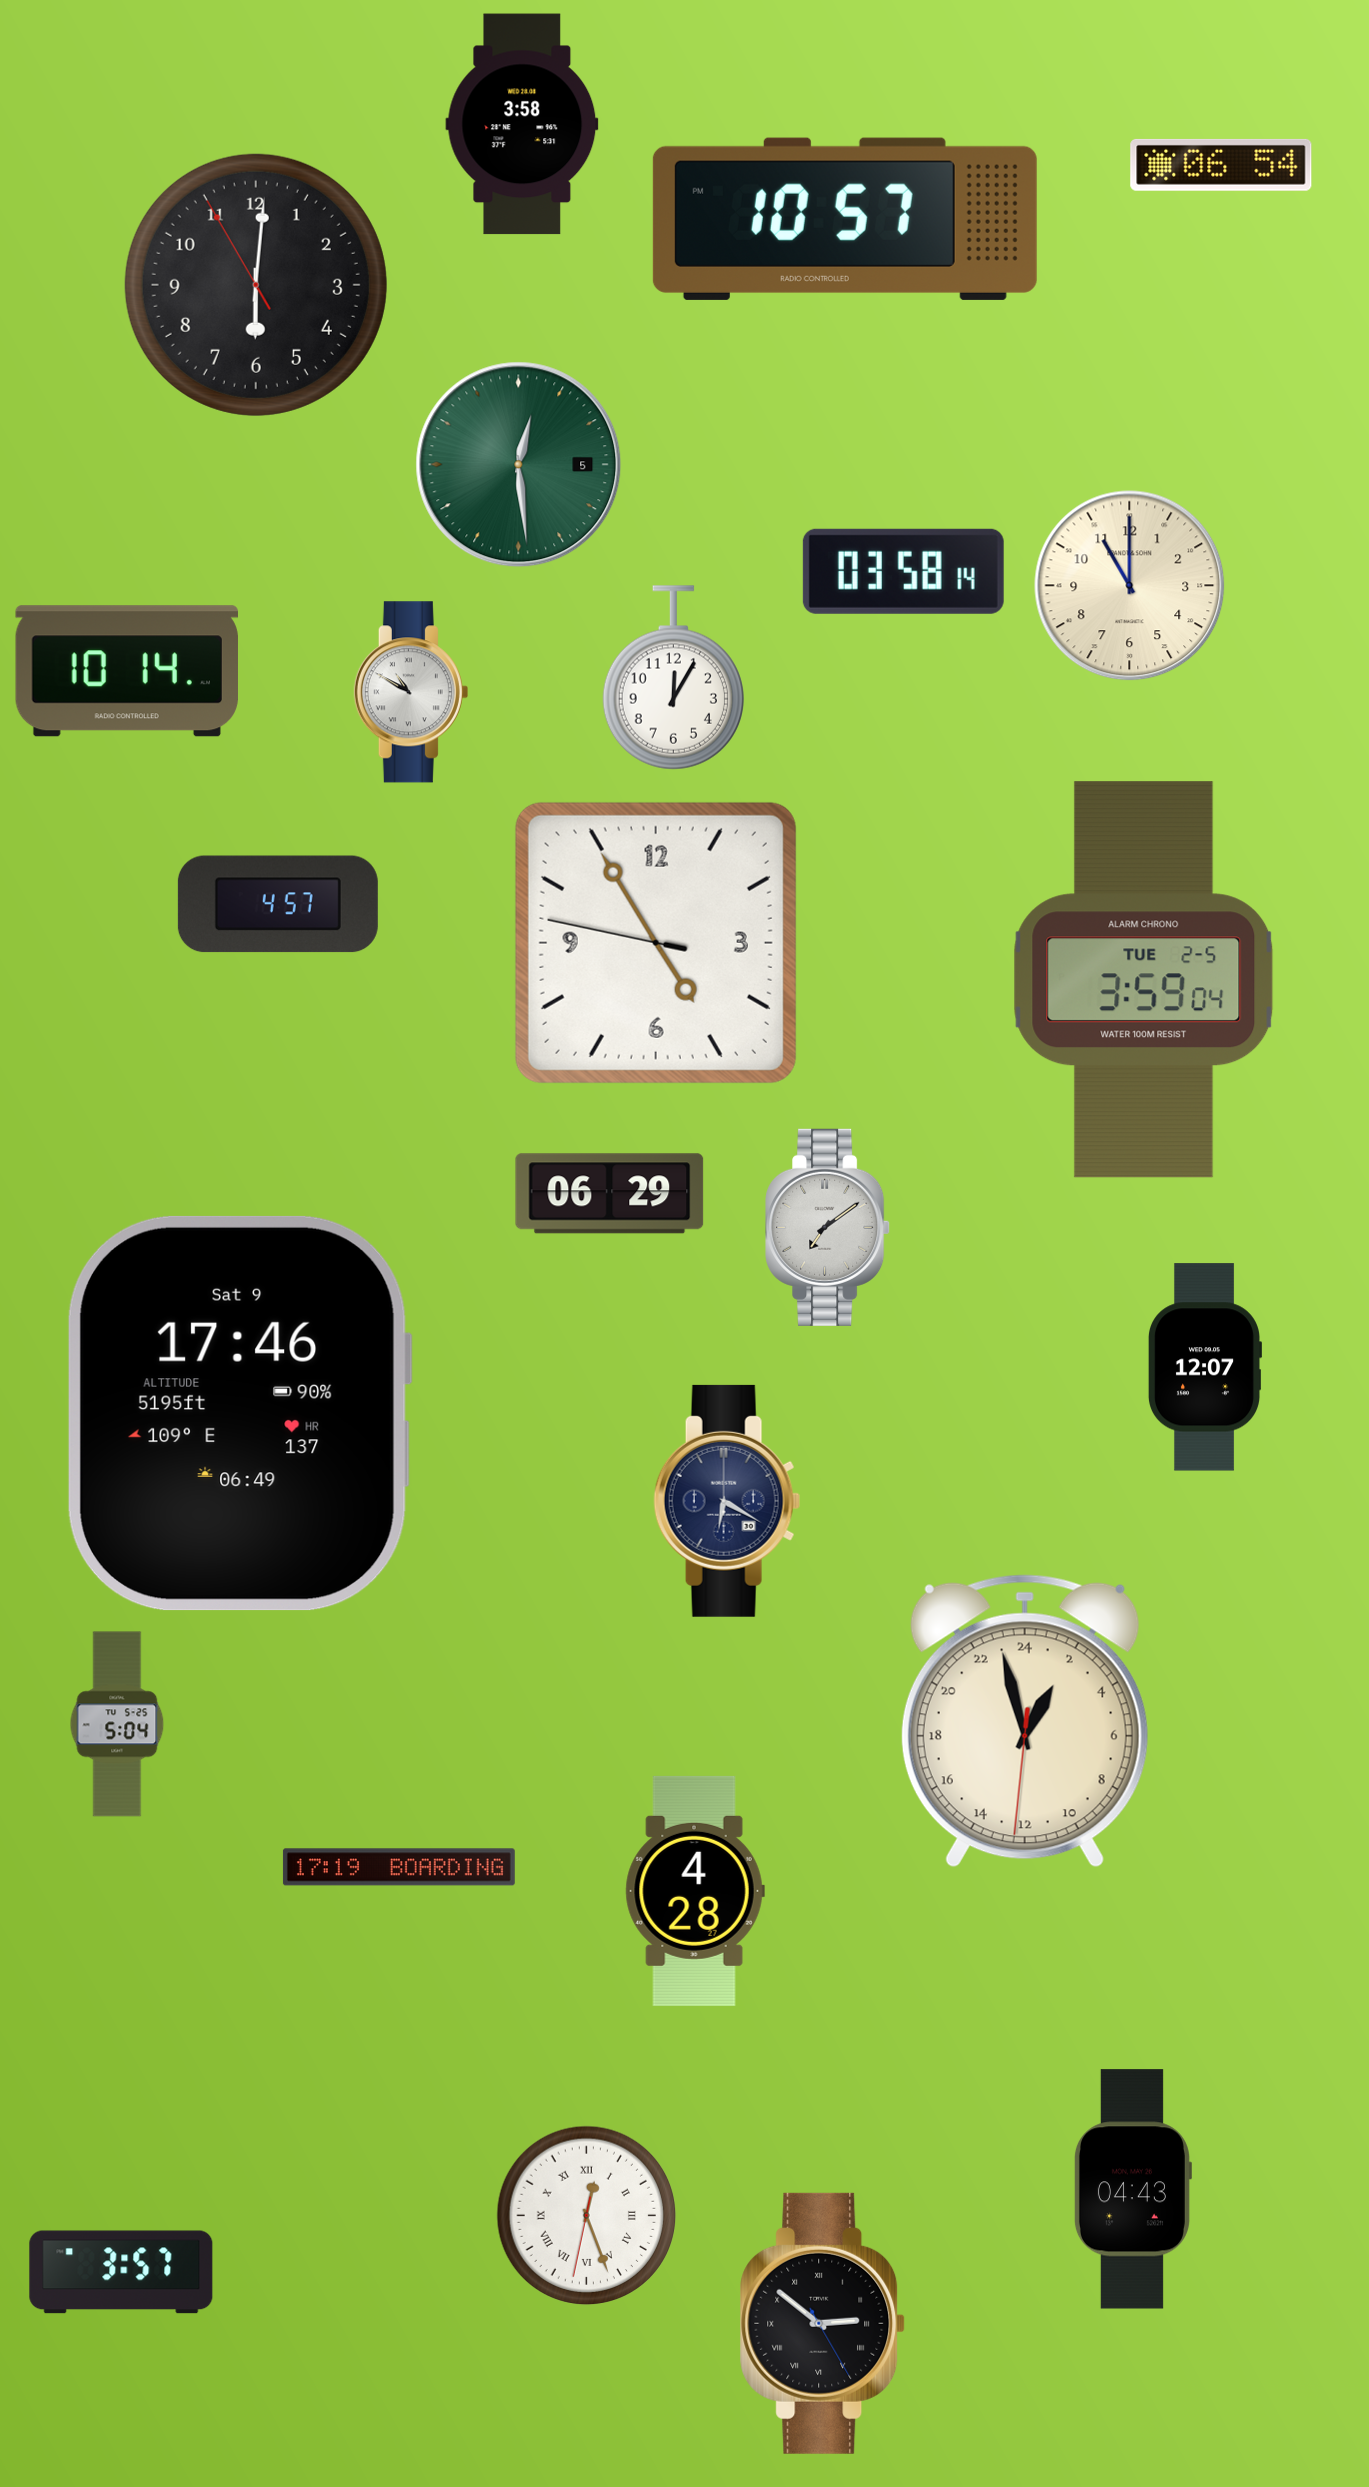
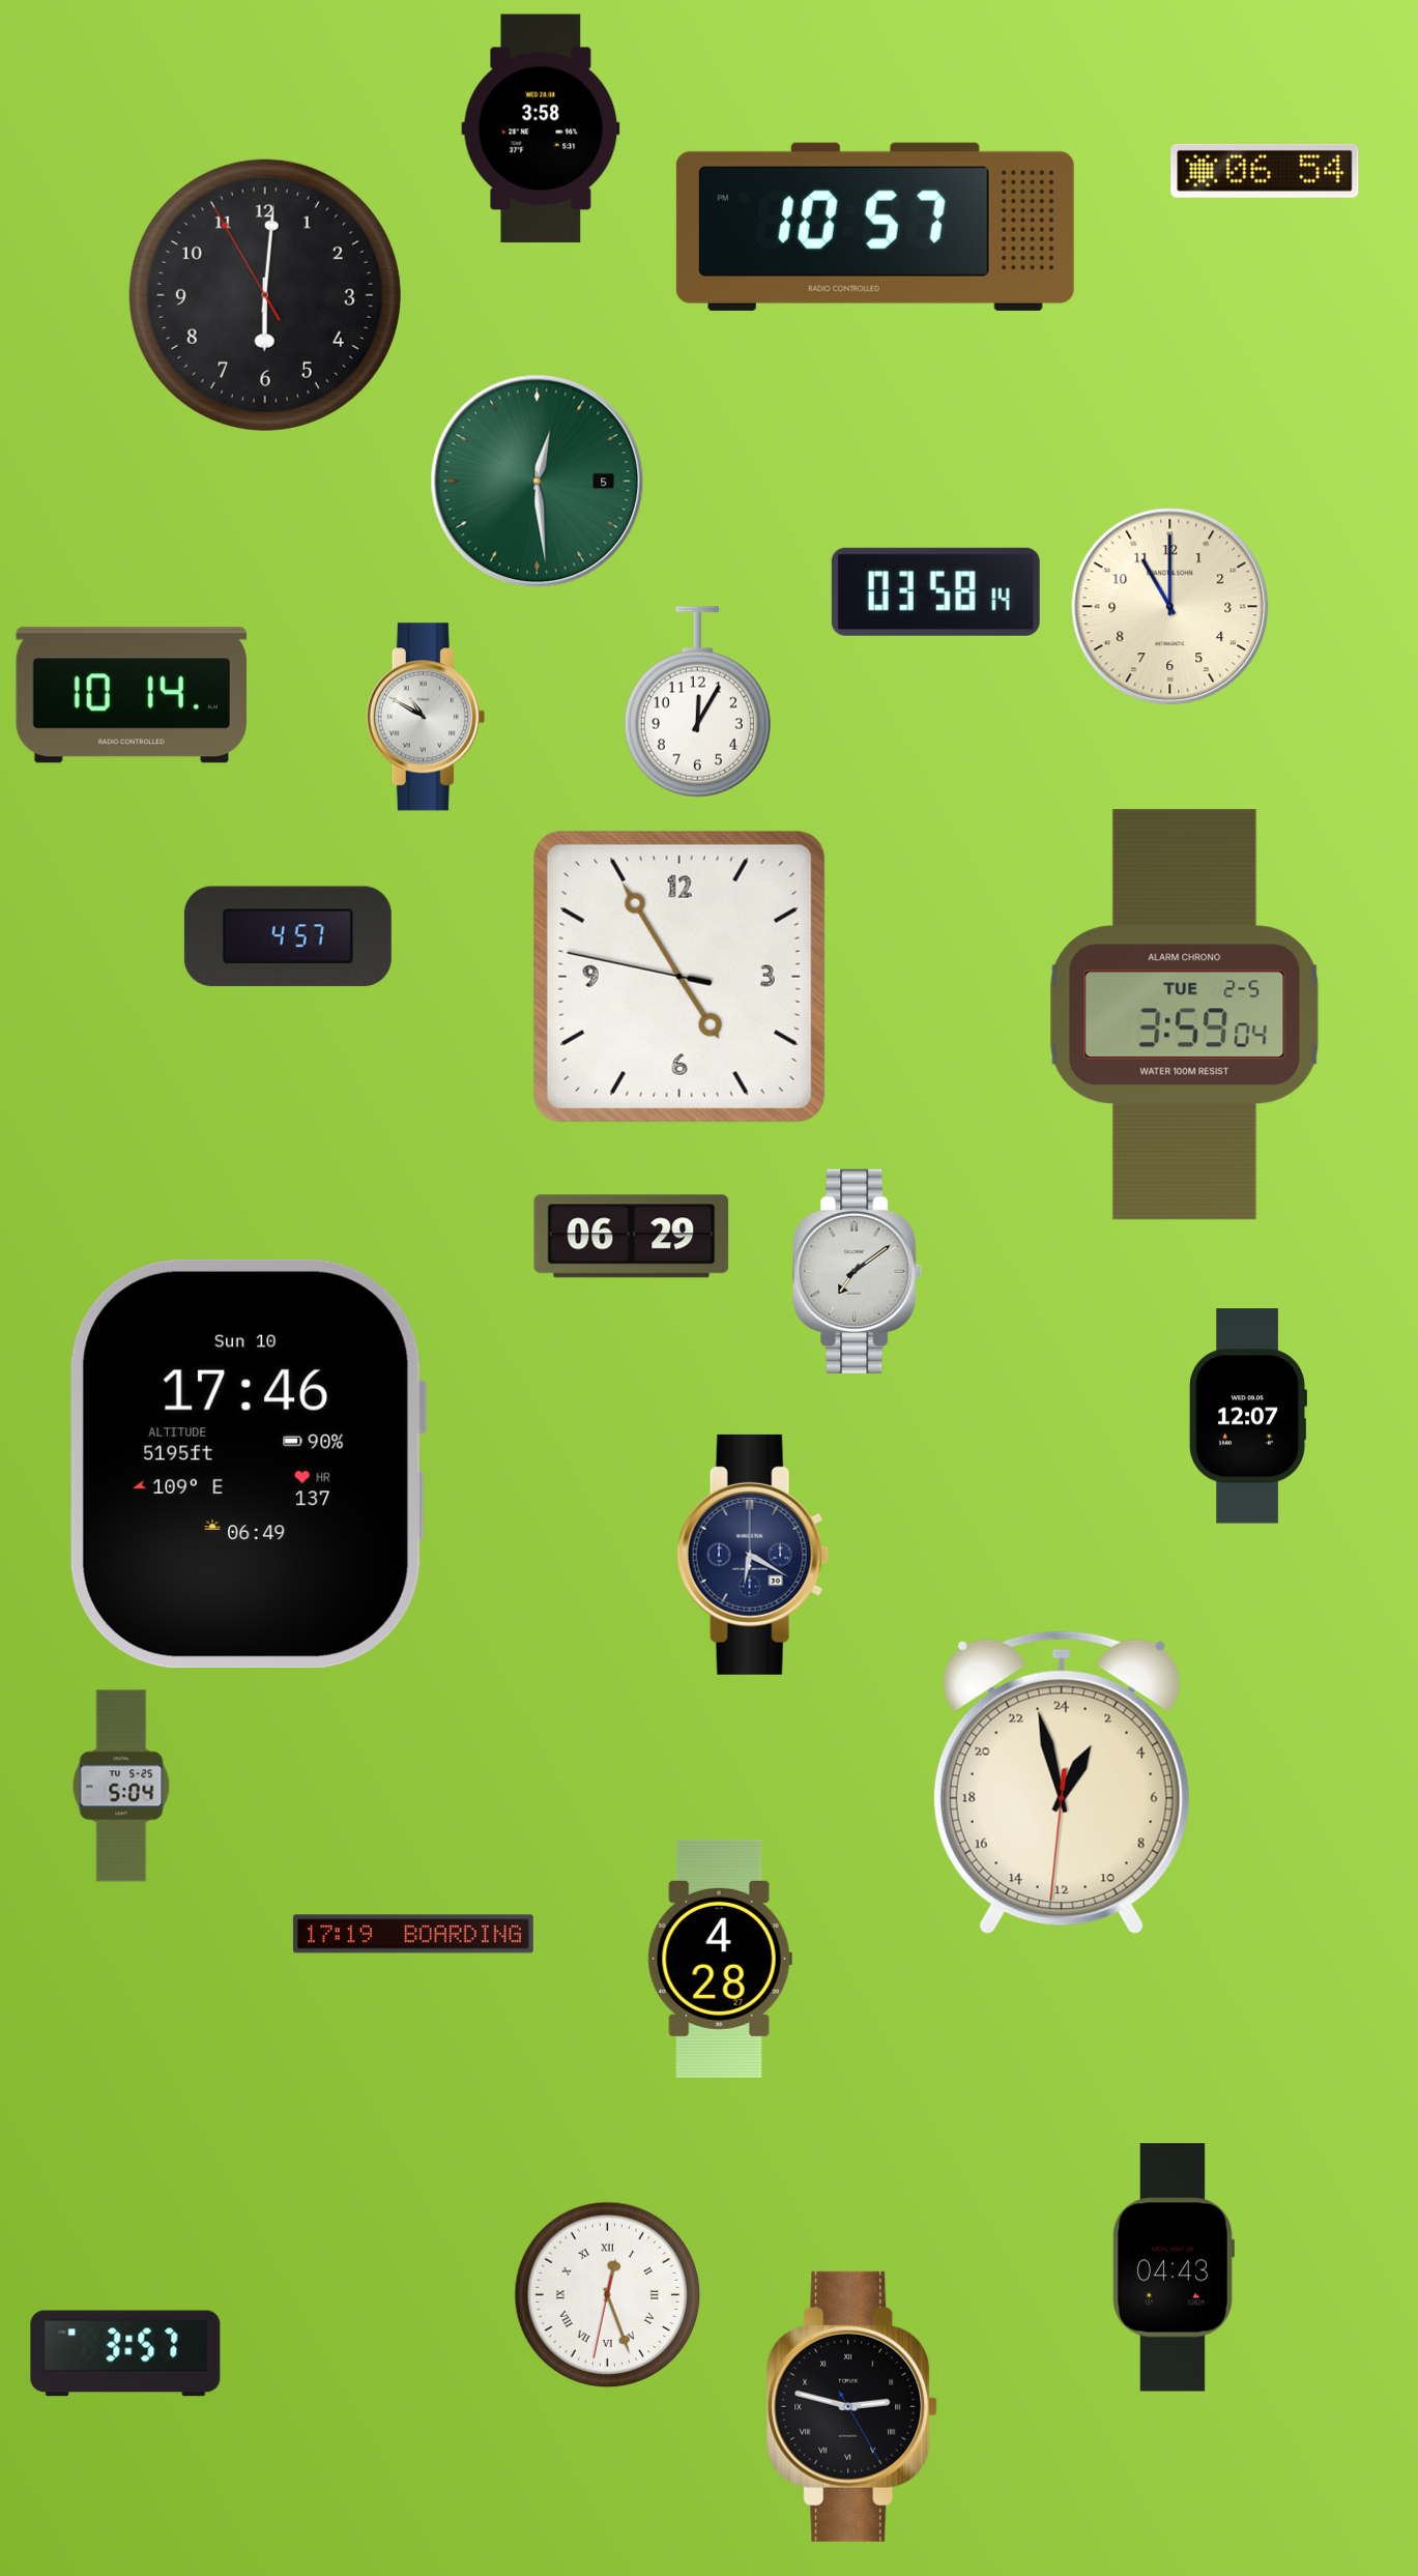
clock at (239, 1413) date: Sat 9 -> Sun 10
clock at (823, 2323): 2:51 -> 2:47
